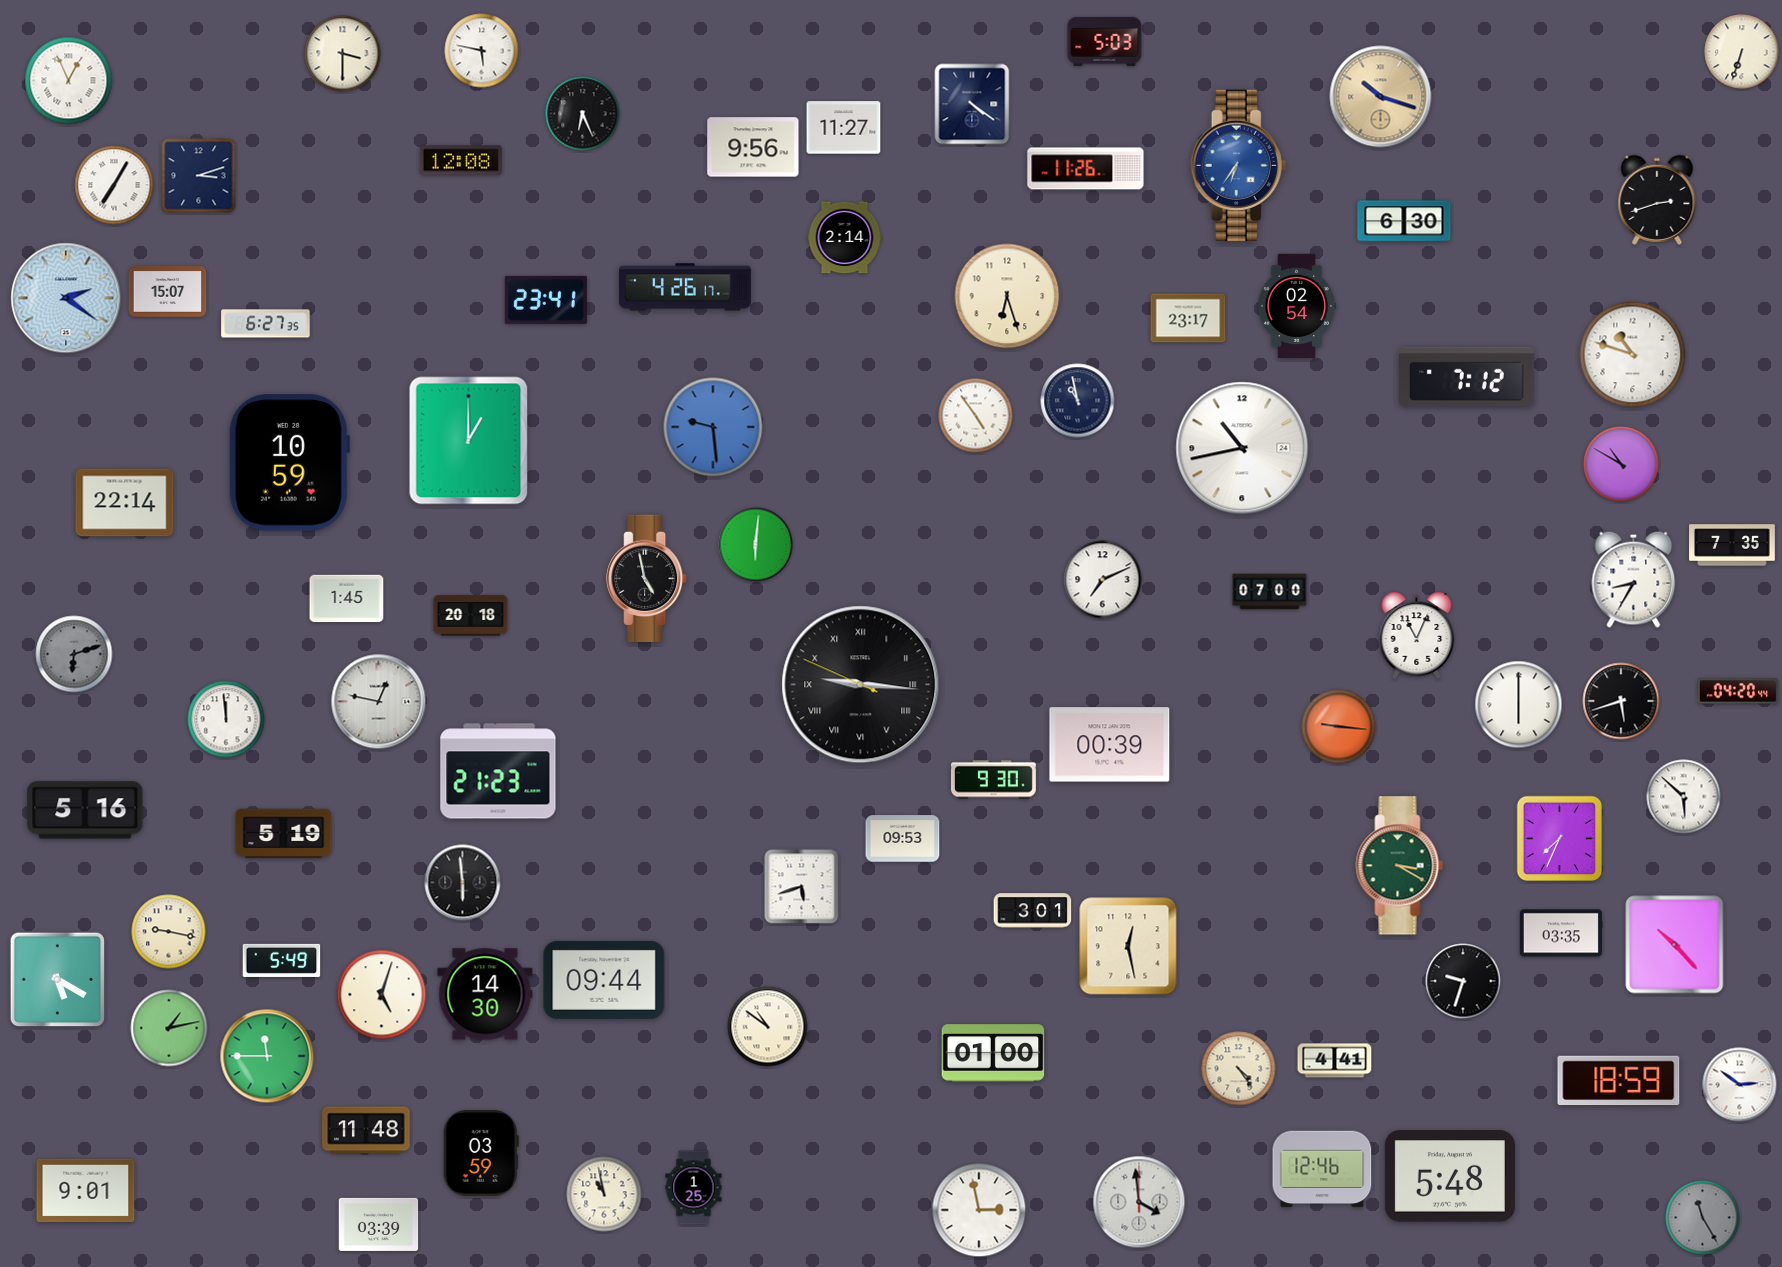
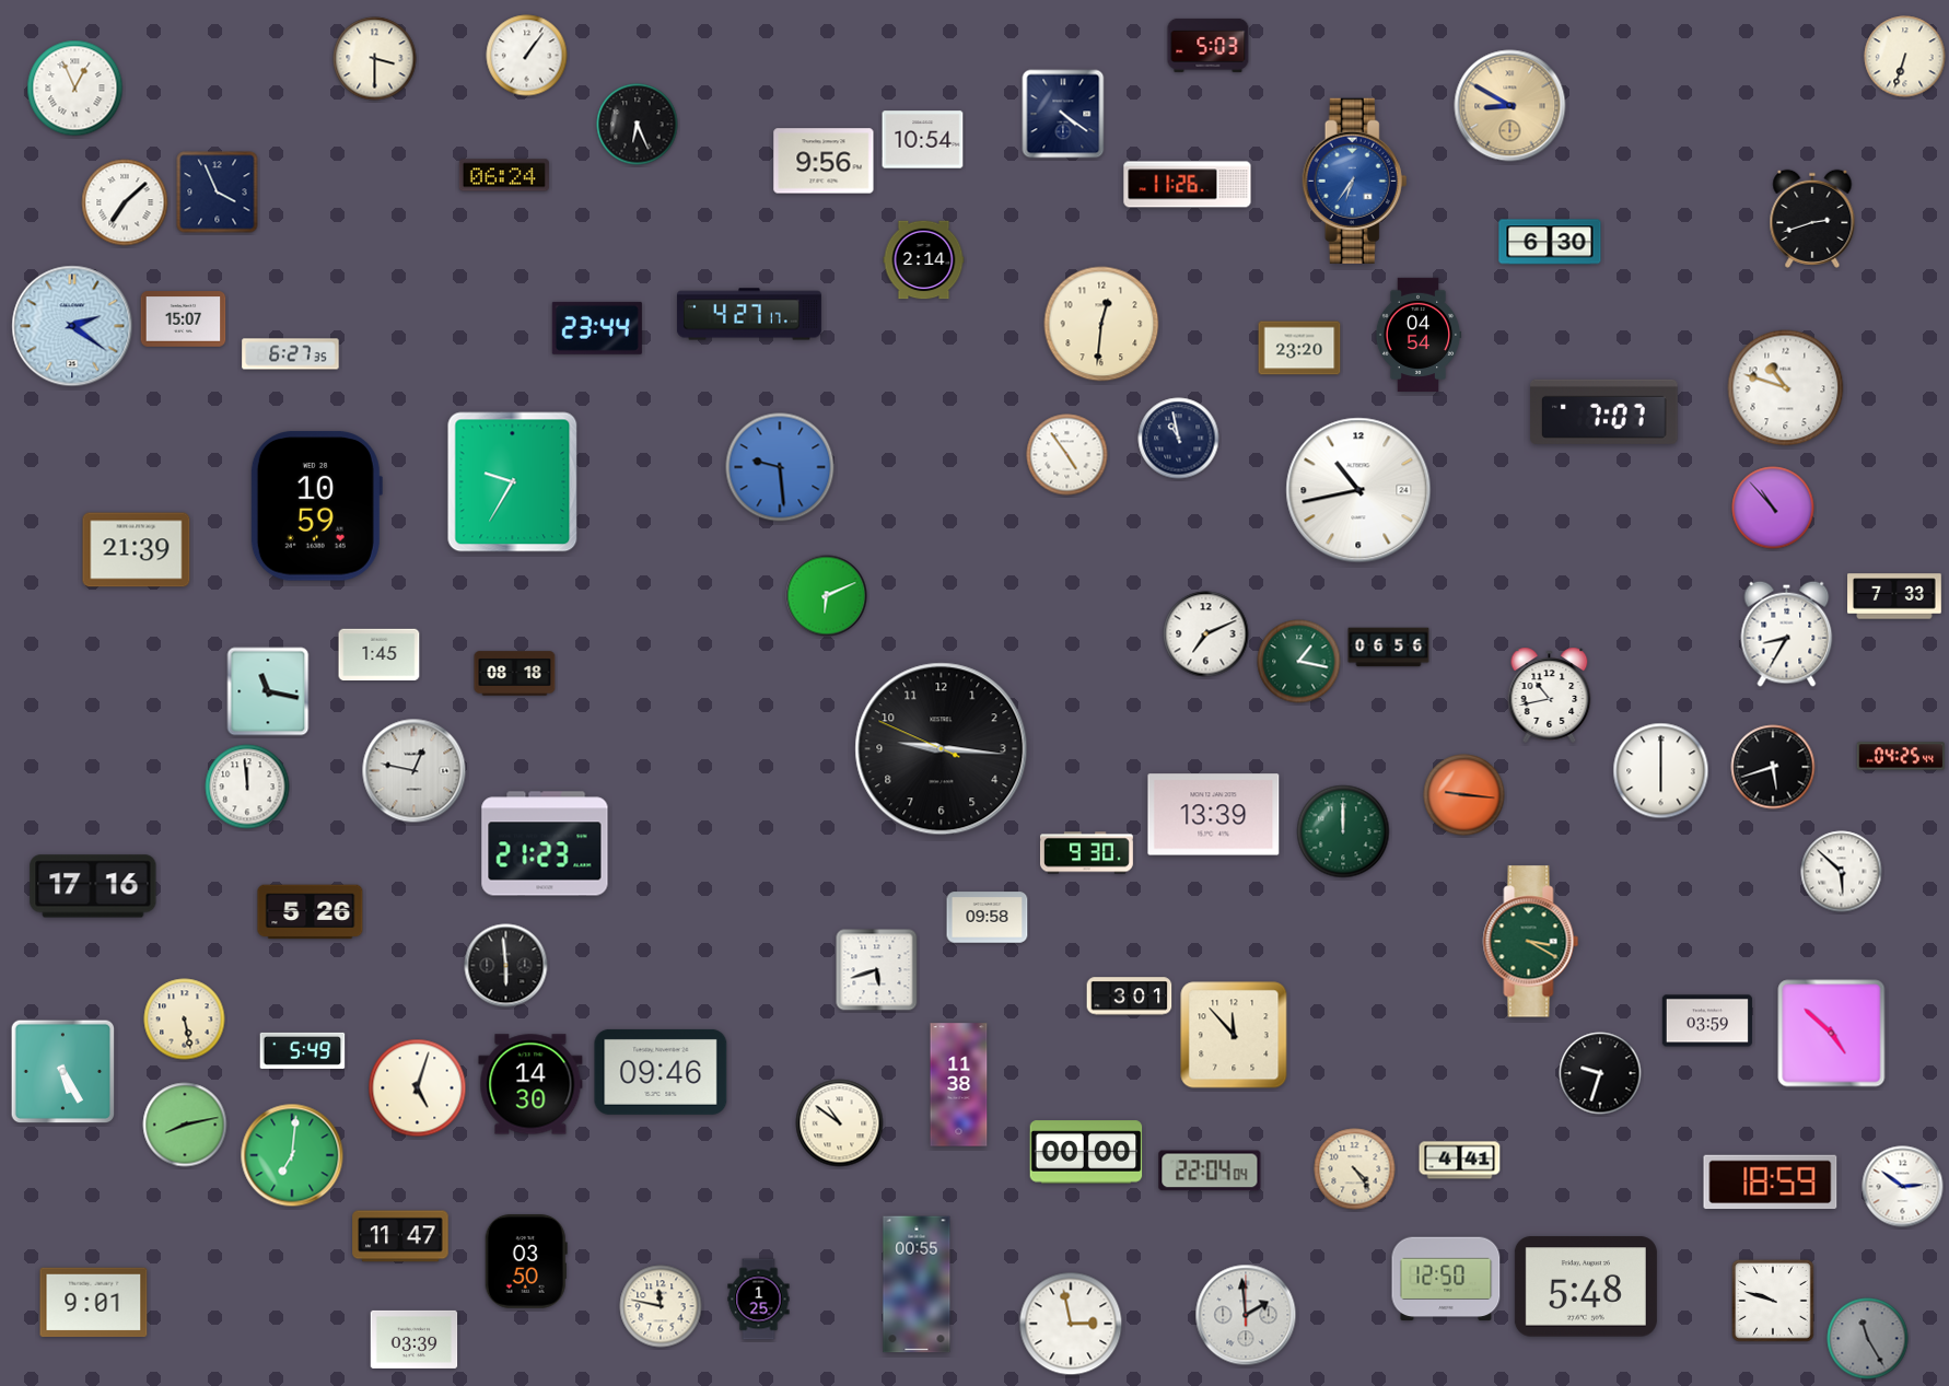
clock at (482, 51): 5:47 -> 1:06
clock at (1381, 97): 10:18 -> 8:50
clock at (844, 128): 11:27 -> 10:54
clock at (461, 160): 12:08 -> 06:24
clock at (199, 176): 3:12 -> 3:56
clock at (114, 185): 7:05 -> 7:08
clock at (1404, 221) position: (1404, 221) -> (1550, 242)
clock at (685, 287): 4:26 -> 4:27
clock at (1007, 296): 6:27 -> 12:31
clock at (546, 300): 23:41 -> 23:44
clock at (1297, 306): 02:54 -> 04:54
clock at (1188, 318): 23:17 -> 23:20
clock at (1467, 376): 7:12 -> 7:07
clock at (469, 441): 1:00 -> 9:35
clock at (1621, 464): 10:50 -> 10:53
clock at (125, 503): 22:14 -> 21:39
clock at (756, 545): 6:01 -> 6:11
clock at (1732, 545): 7:35 -> 7:33
clock at (647, 579): 4:58 -> none
clock at (1270, 592): 07:00 -> 06:56
clock at (1299, 662): none -> 1:17
clock at (471, 616): 20:18 -> 08:18
clock at (268, 691): none -> 11:17
clock at (1417, 635): 11:04 -> 10:43
clock at (74, 654): 6:12 -> none
clock at (861, 685) numerals: Roman -> Arabic
clock at (1738, 691): 04:20 -> 04:25
clock at (379, 702) position: (379, 702) -> (415, 771)
clock at (1110, 745): 00:39 -> 13:39
clock at (1343, 831): none -> 12:00
clock at (85, 810): 5:16 -> 17:16
clock at (284, 834): 5:19 -> 5:26
clock at (903, 839): 09:53 -> 09:58
clock at (1560, 839): 7:34 -> none
clock at (1400, 866) position: (1400, 866) -> (1531, 942)
clock at (169, 932): 9:17 -> 5:28
clock at (1561, 933): 03:35 -> 03:59
clock at (1675, 945): 10:23 -> 4:52
clock at (1128, 946): 12:28 -> 11:53
clock at (282, 960) position: (282, 960) -> (303, 1050)
clock at (58, 980): 5:20 -> 5:25
clock at (604, 980): 09:44 -> 09:46
clock at (959, 1085): none -> 11:38
clock at (485, 994) position: (485, 994) -> (530, 1084)
clock at (169, 1028): 1:13 -> 8:13
clock at (993, 1053): 01:00 -> 00:00
clock at (267, 1056): 11:45 -> 7:01
clock at (1210, 1170): none -> 22:04
clock at (366, 1130): 11:48 -> 11:47
clock at (481, 1154): 03:59 -> 03:50
clock at (1322, 1169): 12:46 -> 12:50
clock at (917, 1284): none -> 00:55
clock at (1773, 1301): none -> 9:48
clock at (604, 1194): 10:58 -> 11:47
clock at (1139, 1202): 3:59 -> 1:59
clock at (1703, 1218) position: (1703, 1218) -> (1868, 1339)
